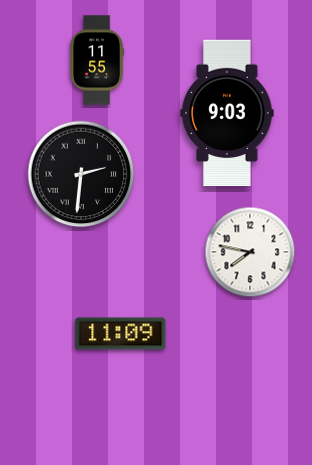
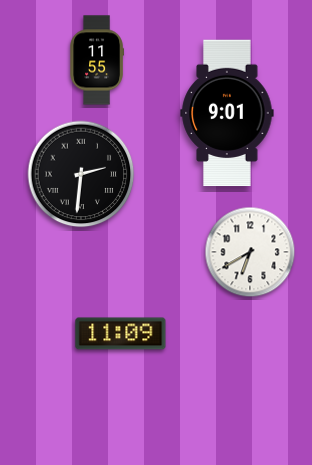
clock at (227, 113): 9:03 -> 9:01
clock at (250, 252): 7:47 -> 6:40
